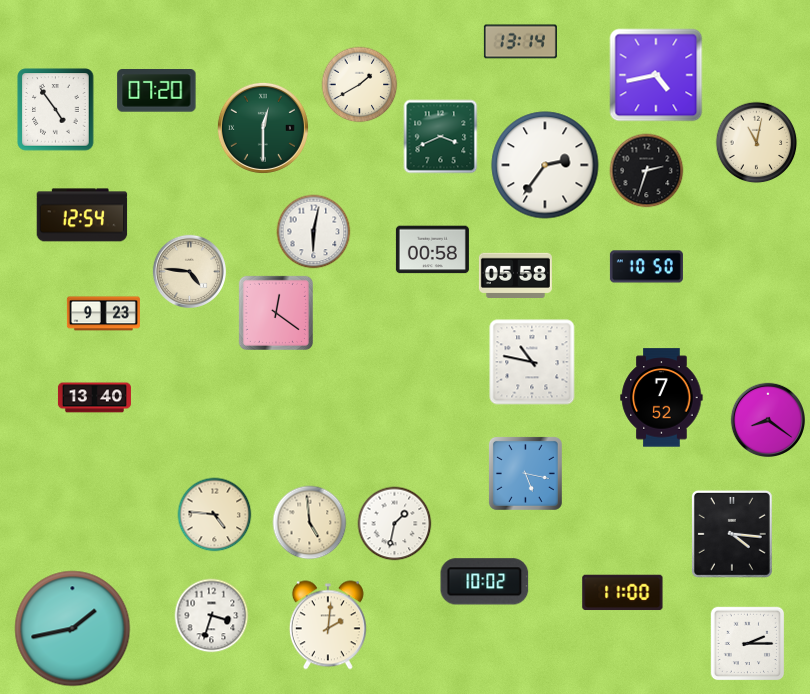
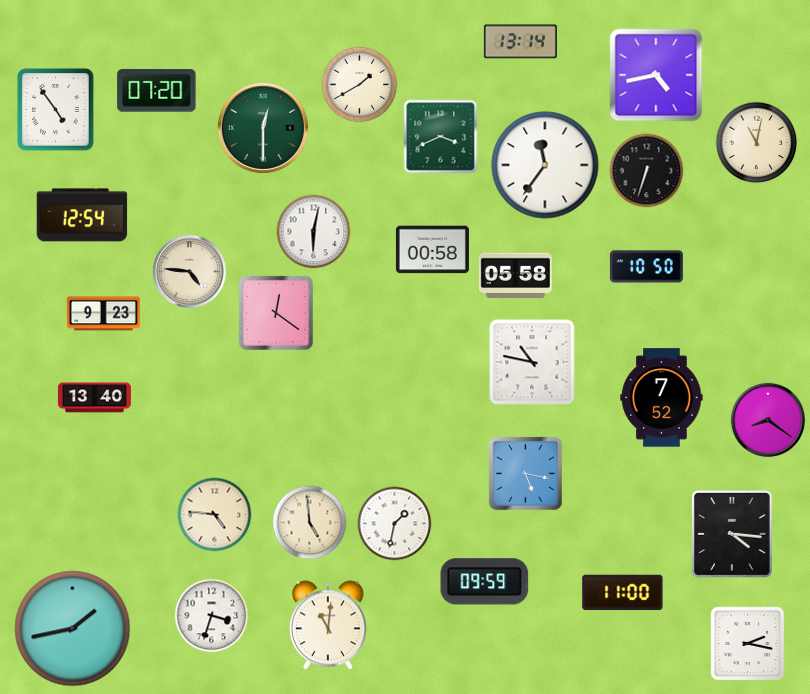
clock at (545, 165): 2:36 -> 11:36
clock at (647, 171): 2:33 -> 6:33
clock at (485, 582): 10:02 -> 09:59
clock at (328, 625): 2:01 -> 11:01
clock at (748, 644): 2:15 -> 2:17
